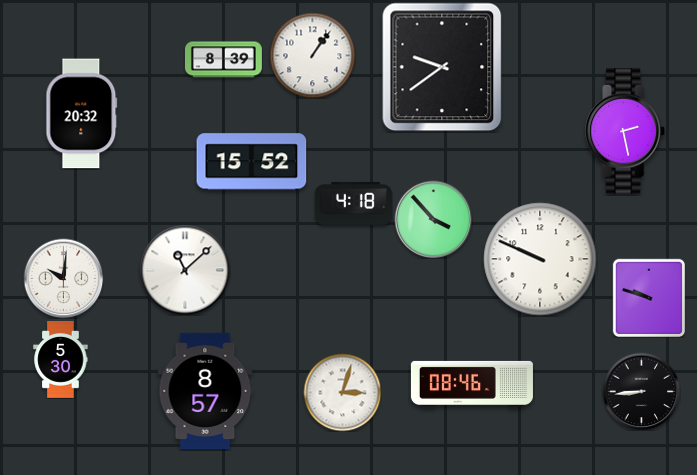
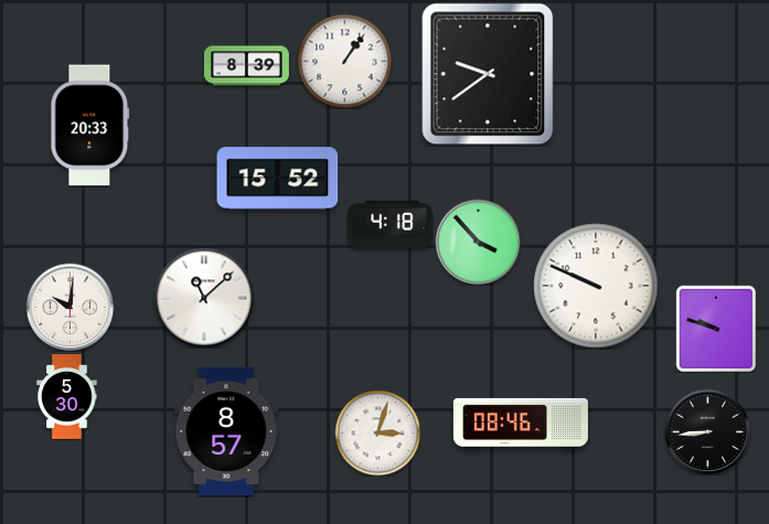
clock at (82, 114): 20:32 -> 20:33
clock at (626, 131): 2:28 -> none
